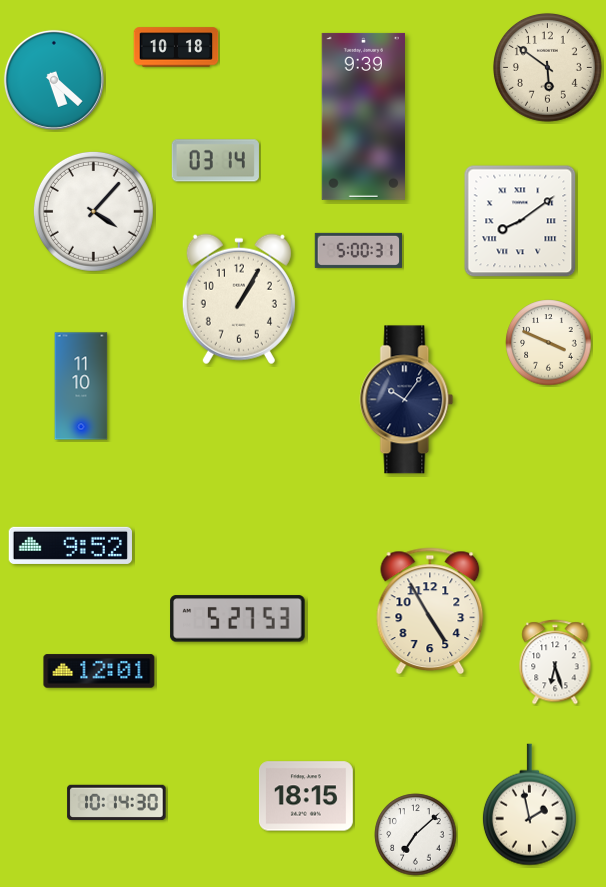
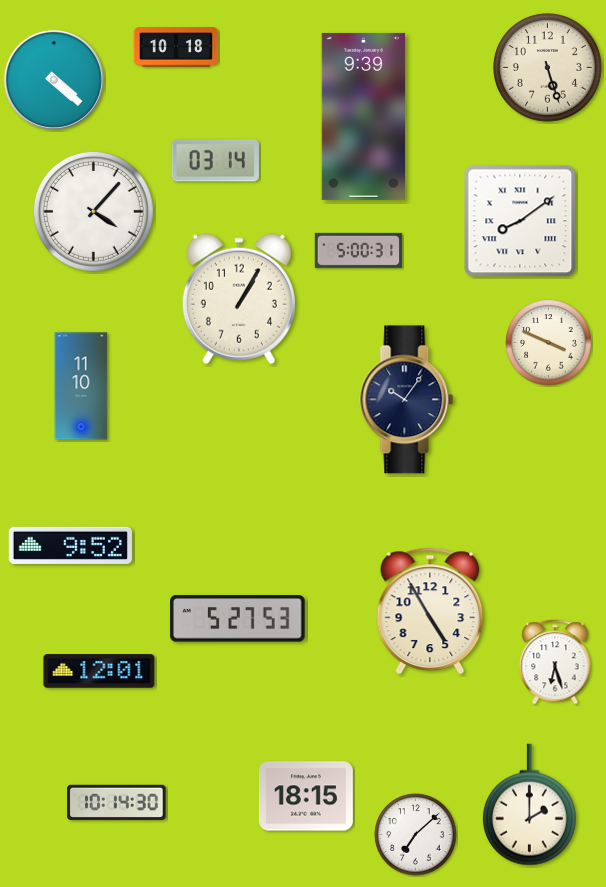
clock at (548, 68): 5:51 -> 5:27
clock at (54, 80): 5:22 -> 4:22
clock at (529, 805): 1:58 -> 2:00
